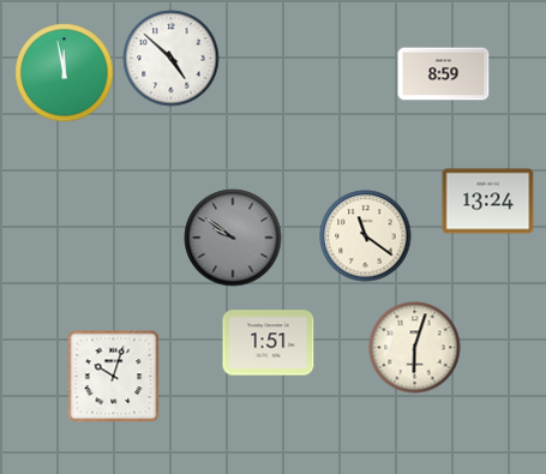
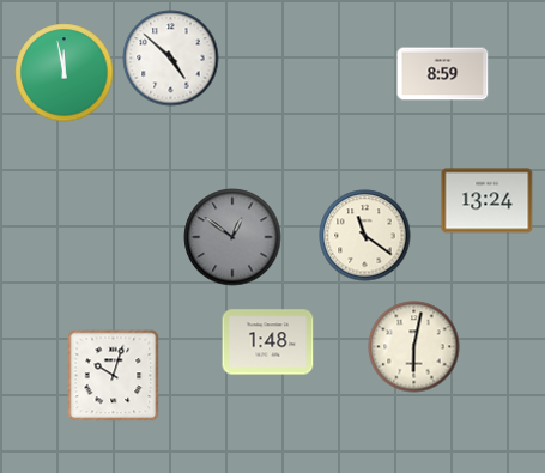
clock at (233, 238): 9:51 -> 12:51
clock at (269, 343): 1:51 -> 1:48
clock at (415, 348): 6:03 -> 6:02
